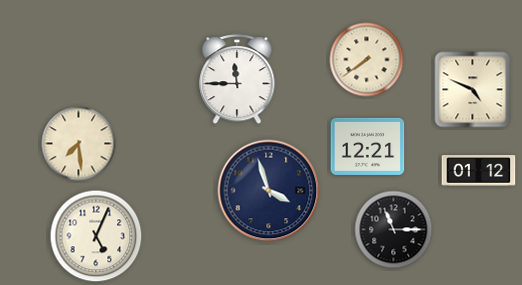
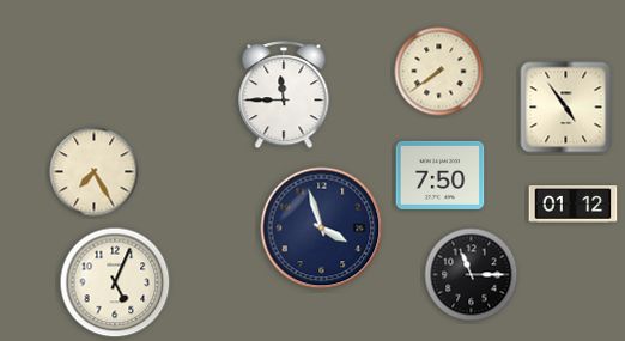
clock at (473, 90): 4:49 -> 4:54
clock at (79, 144): 7:29 -> 7:25
clock at (368, 146): 12:21 -> 7:50
